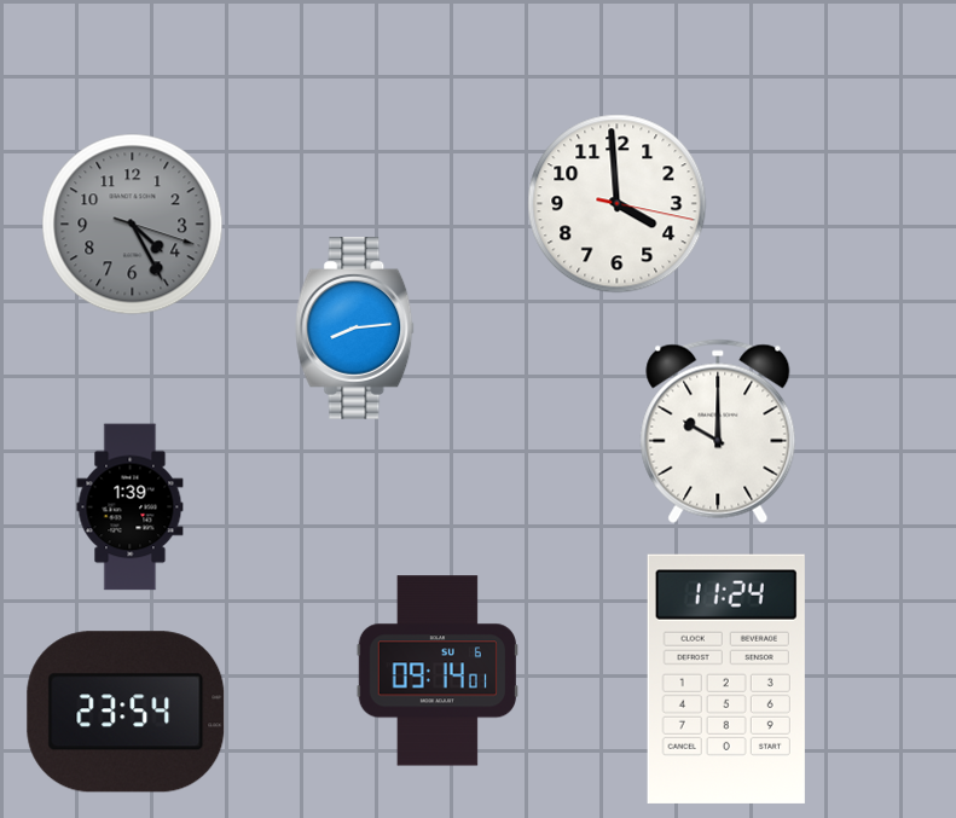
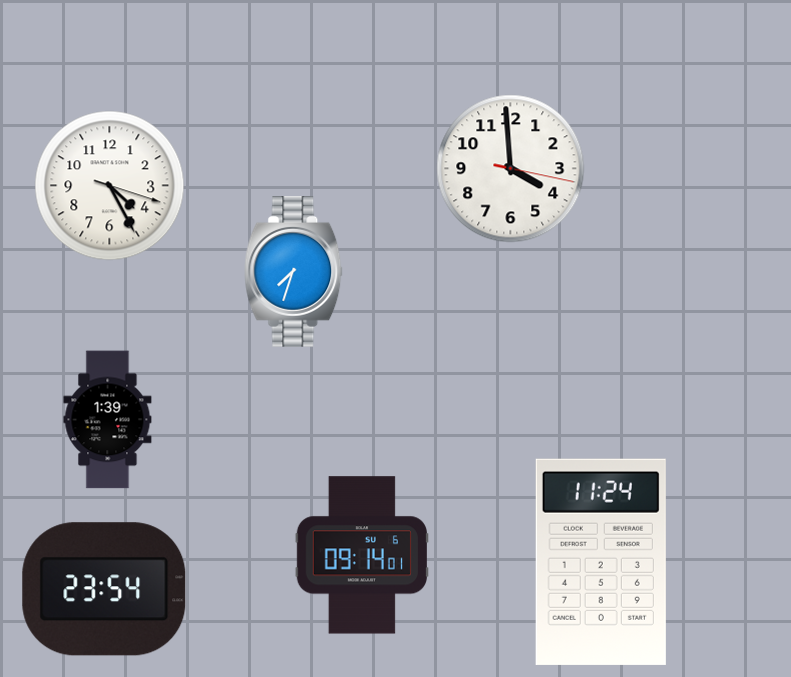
clock at (133, 225) dial: grey -> white
clock at (355, 329): 8:14 -> 7:33
clock at (718, 431): 10:00 -> none
